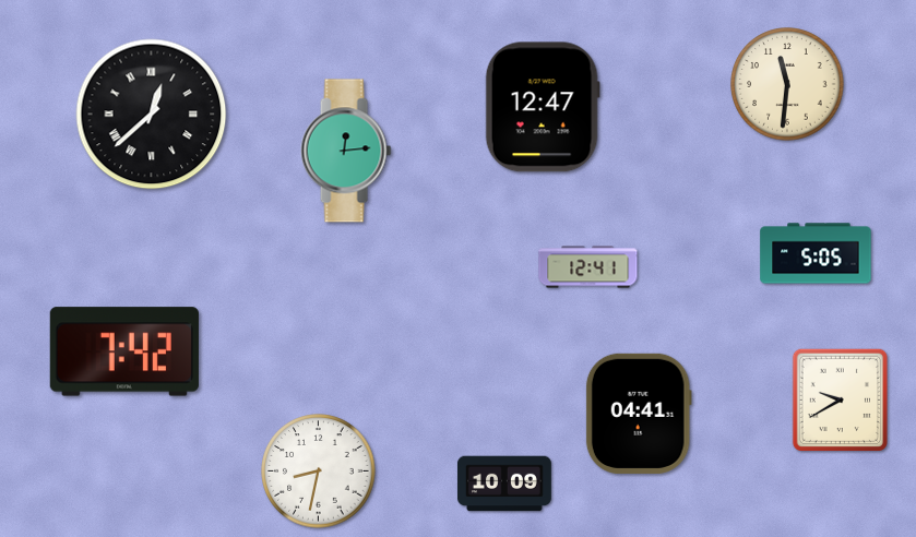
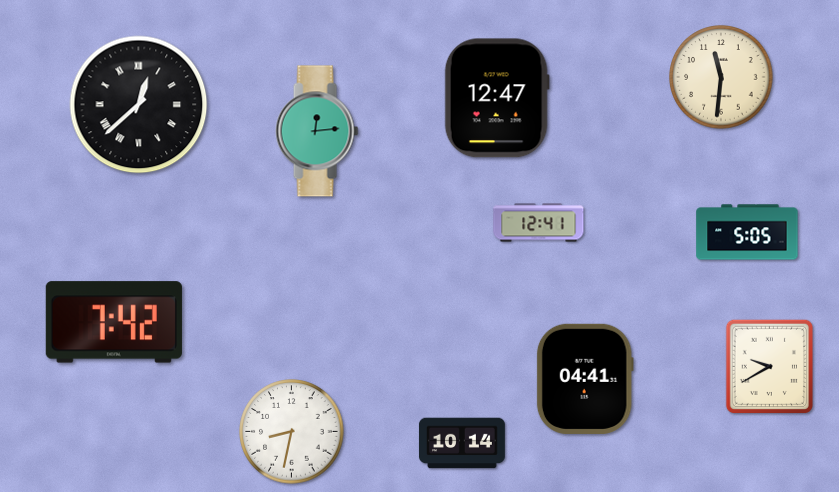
clock at (346, 151) position: (346, 151) -> (317, 131)
clock at (588, 267) position: (588, 267) -> (539, 223)
clock at (504, 484): 10:09 -> 10:14
